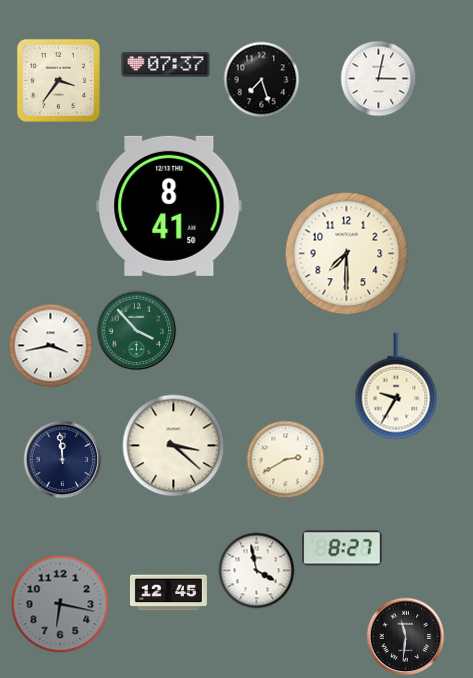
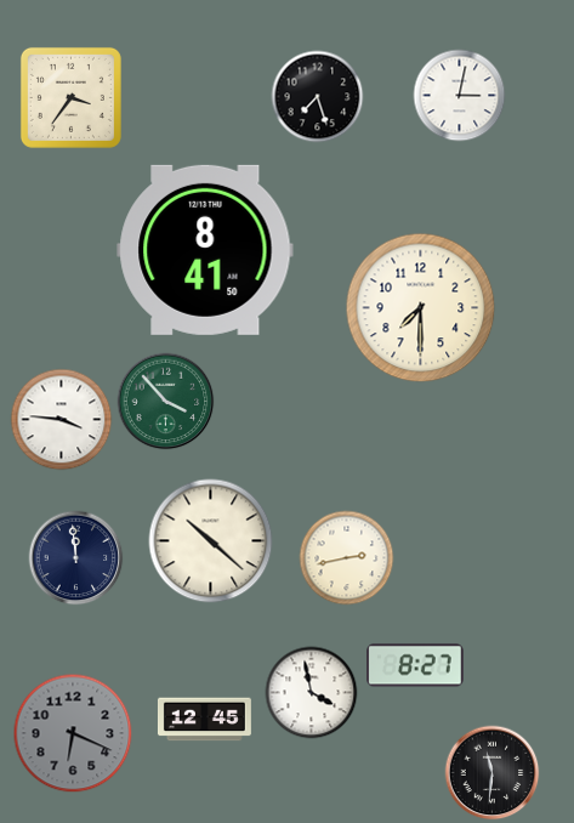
clock at (166, 64): 07:37 -> none
clock at (51, 346): 3:43 -> 3:46
clock at (396, 386): 9:35 -> none
clock at (174, 446): 3:22 -> 10:22
clock at (286, 460): 2:40 -> 2:43
clock at (60, 604): 6:17 -> 6:19
